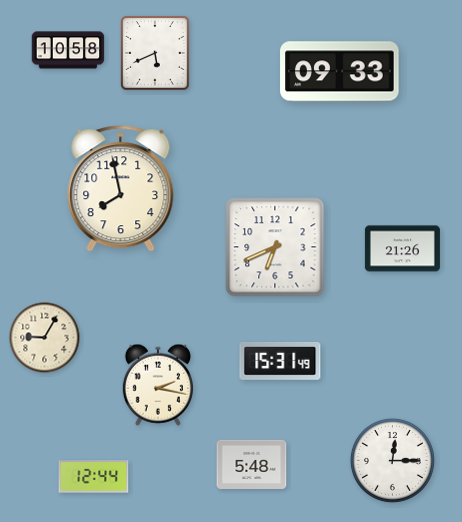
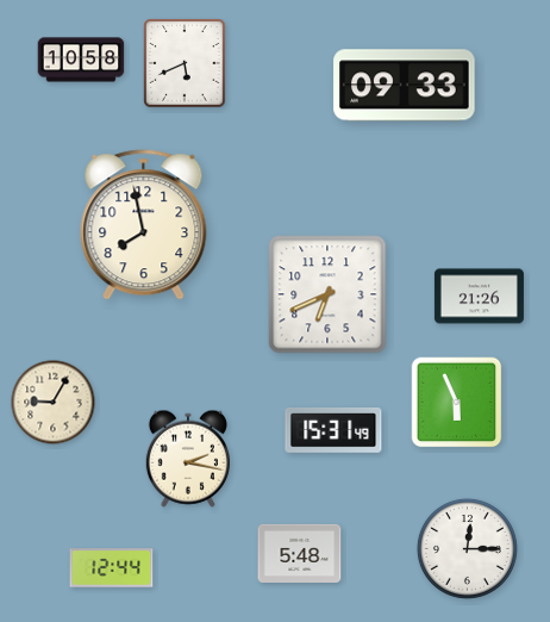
clock at (457, 403): none -> 5:56
